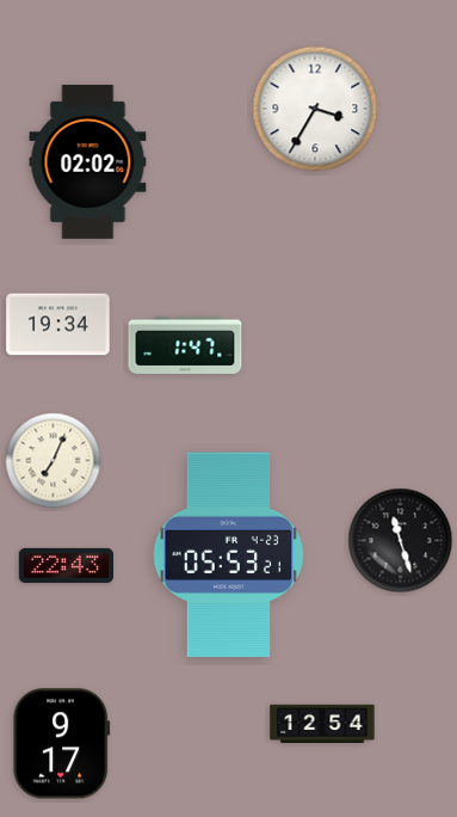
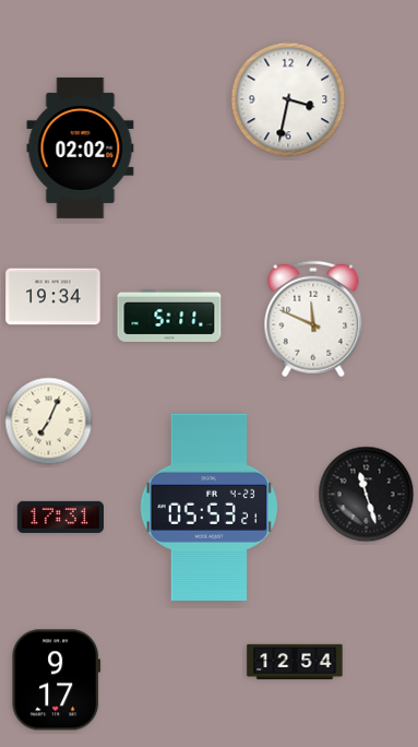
clock at (315, 109): 3:35 -> 3:32
clock at (185, 345): 1:47 -> 5:11
clock at (313, 319): none -> 11:49
clock at (66, 565): 22:43 -> 17:31
